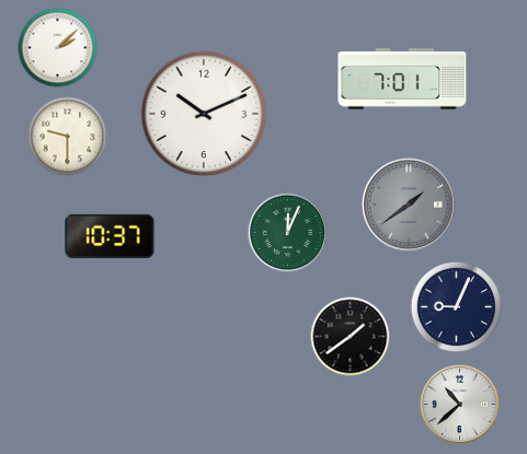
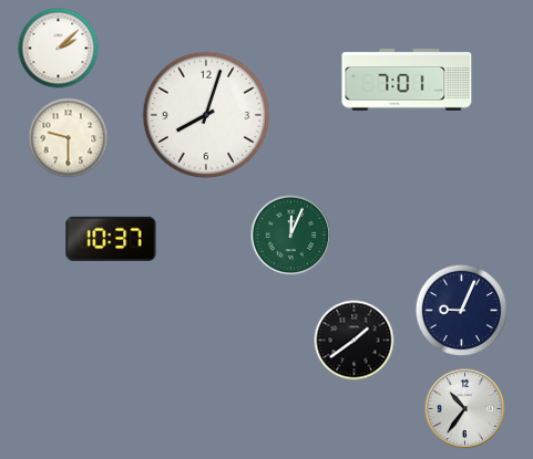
clock at (204, 114): 10:11 -> 8:03
clock at (409, 205): 1:39 -> none
clock at (460, 405): 10:38 -> 10:36
